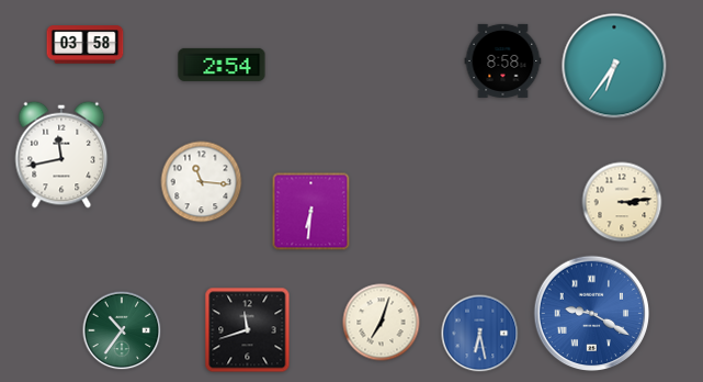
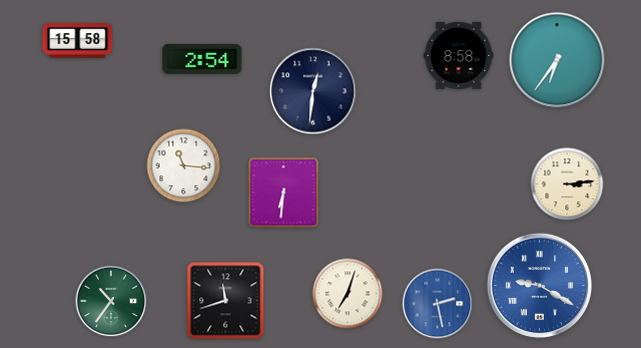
clock at (86, 45): 03:58 -> 15:58
clock at (614, 66) position: (614, 66) -> (557, 60)
clock at (313, 91): none -> 12:31
clock at (61, 155): 11:43 -> none
clock at (480, 334): 6:28 -> 2:28
